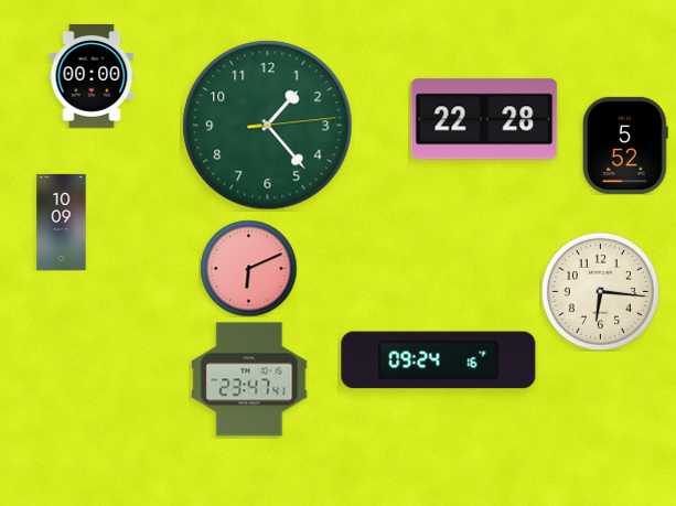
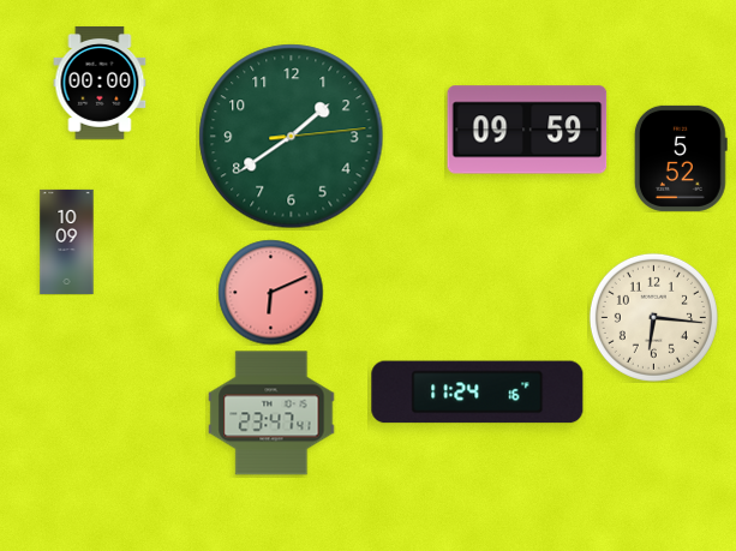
clock at (484, 119): 22:28 -> 09:59
clock at (268, 126): 1:23 -> 1:39
clock at (439, 360): 09:24 -> 11:24
